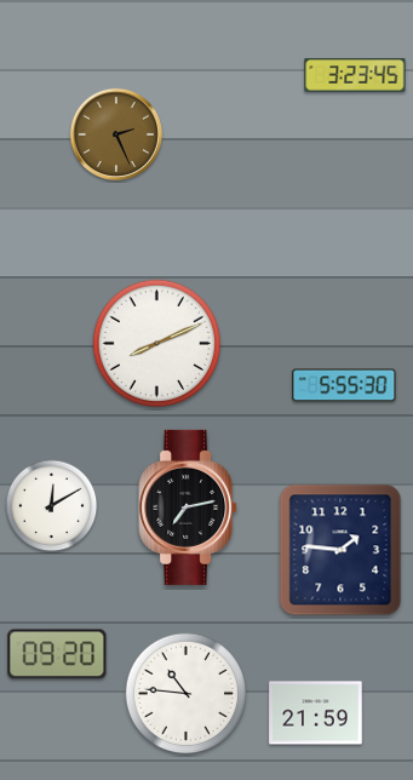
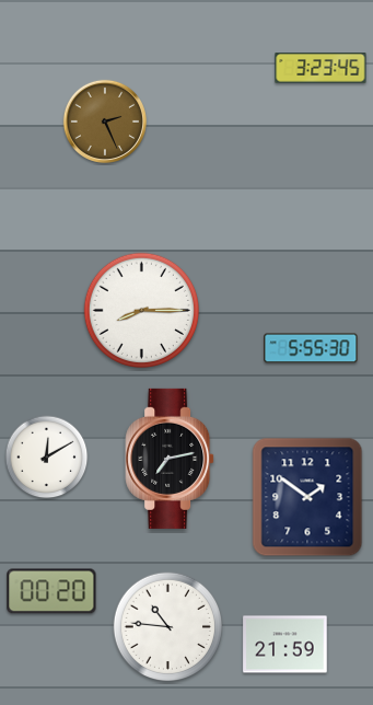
clock at (156, 343): 8:11 -> 8:15
clock at (340, 550): 1:46 -> 1:51
clock at (57, 654): 09:20 -> 00:20
